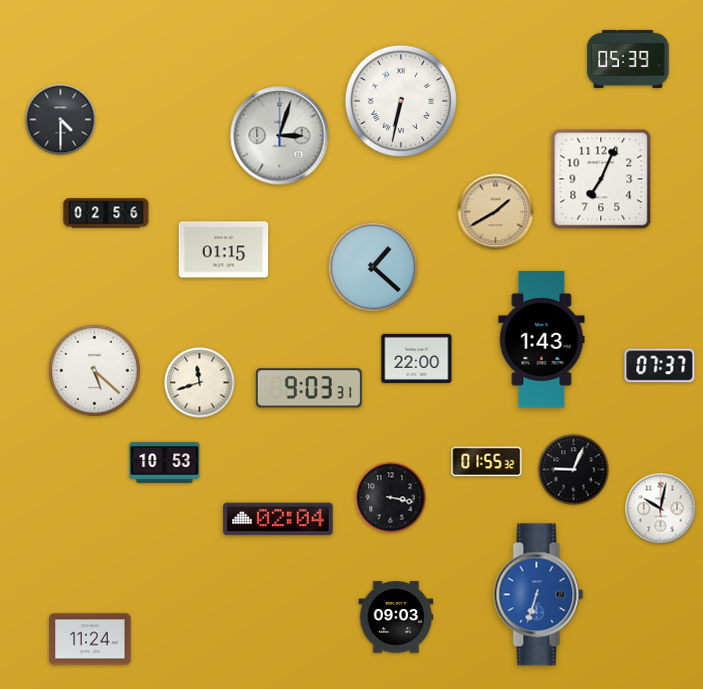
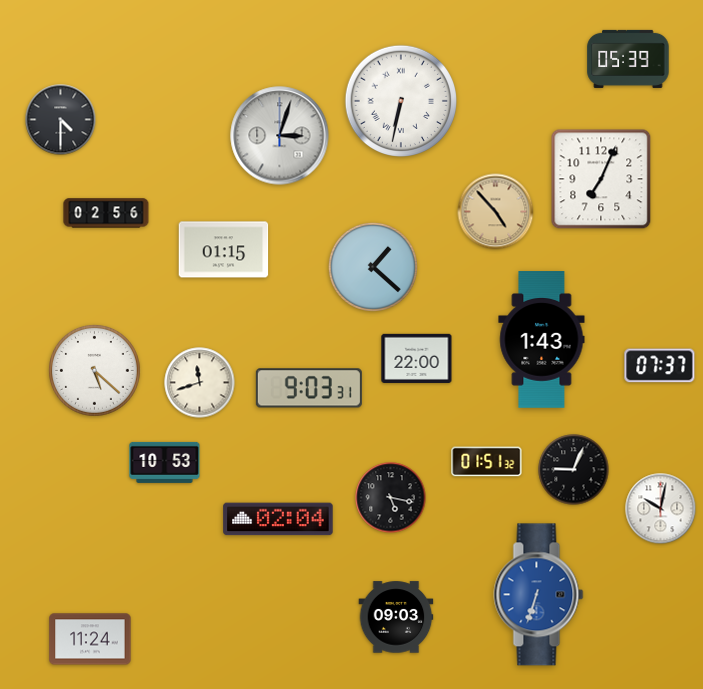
clock at (496, 212): 1:40 -> 4:53
clock at (487, 462): 01:55 -> 01:51
clock at (391, 498): 3:17 -> 5:17
